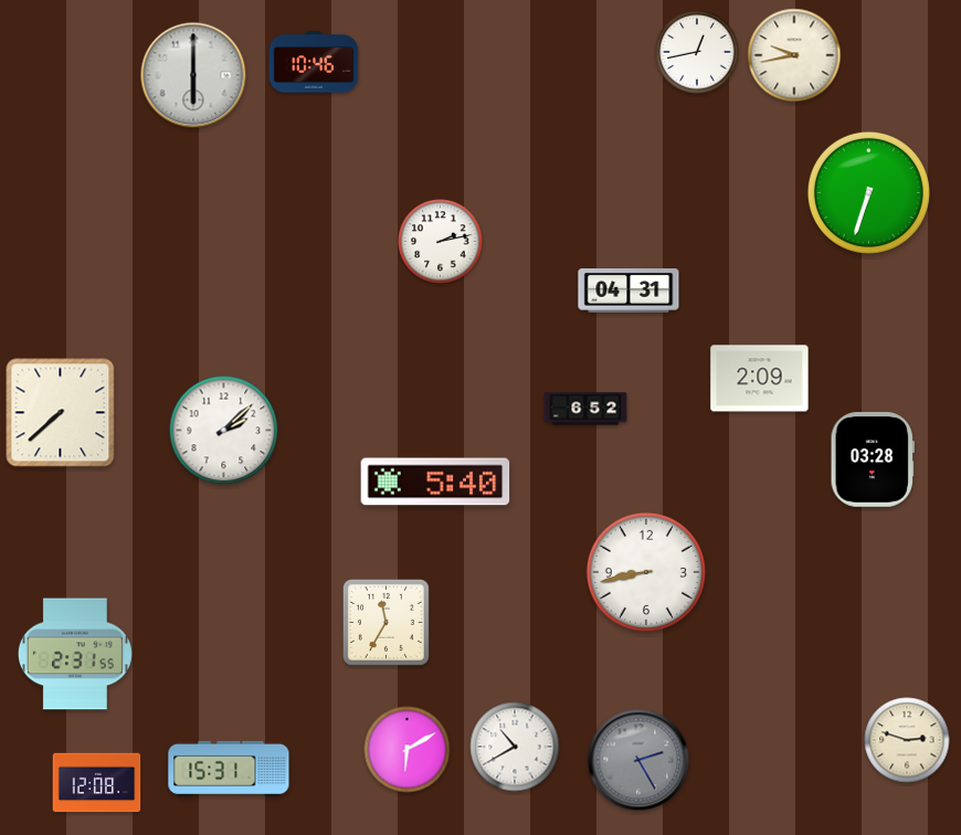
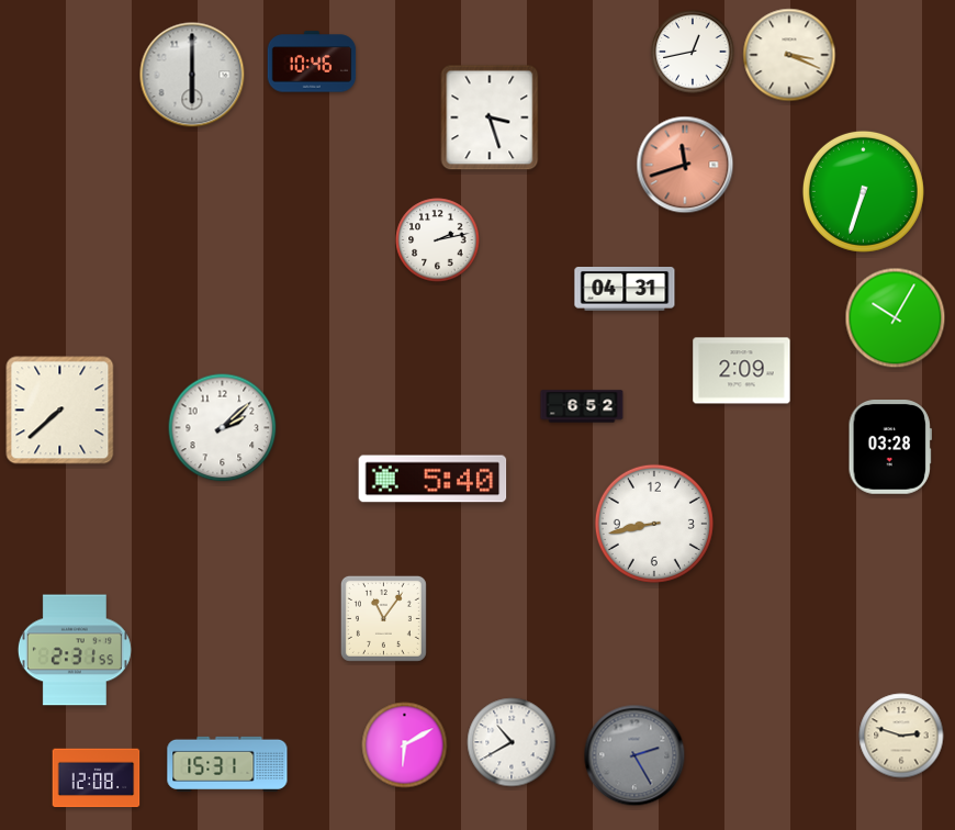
clock at (794, 55): 9:43 -> 3:19
clock at (490, 117): none -> 3:27
clock at (685, 165): none -> 11:42
clock at (896, 318): none -> 10:05
clock at (760, 379) position: (760, 379) -> (742, 371)
clock at (873, 461) position: (873, 461) -> (890, 448)
clock at (646, 572) position: (646, 572) -> (654, 524)
clock at (386, 622): 11:35 -> 11:06
